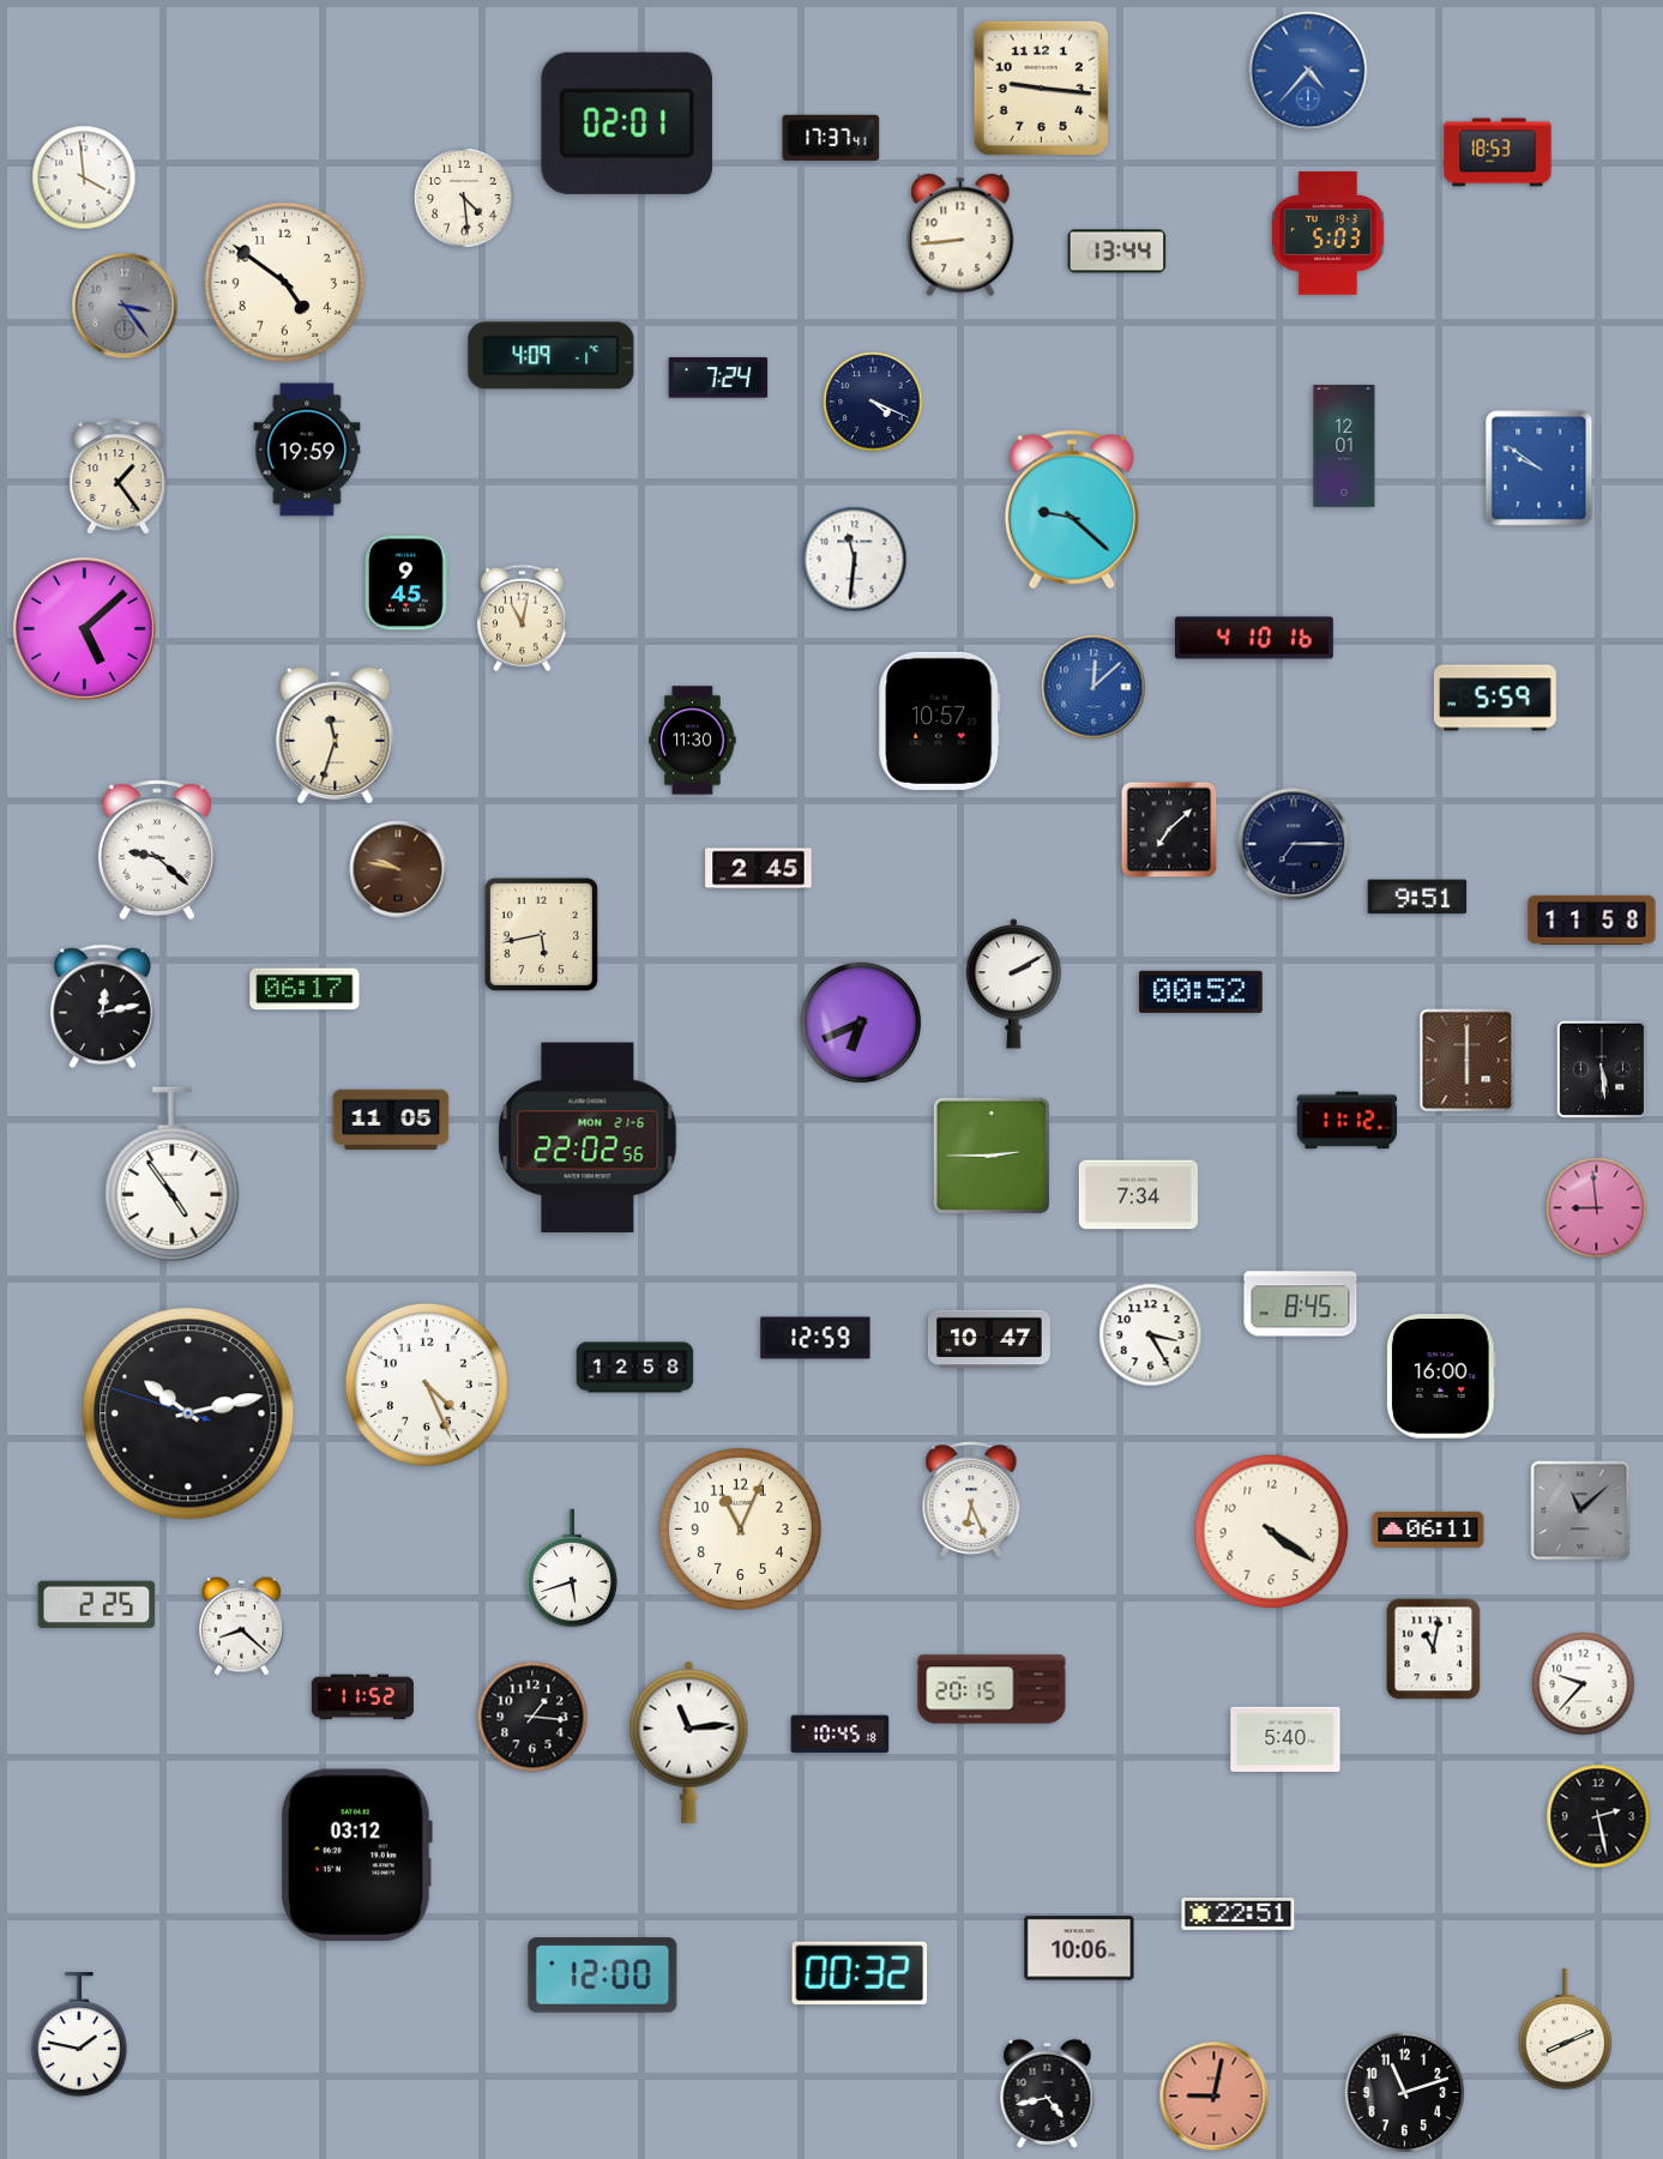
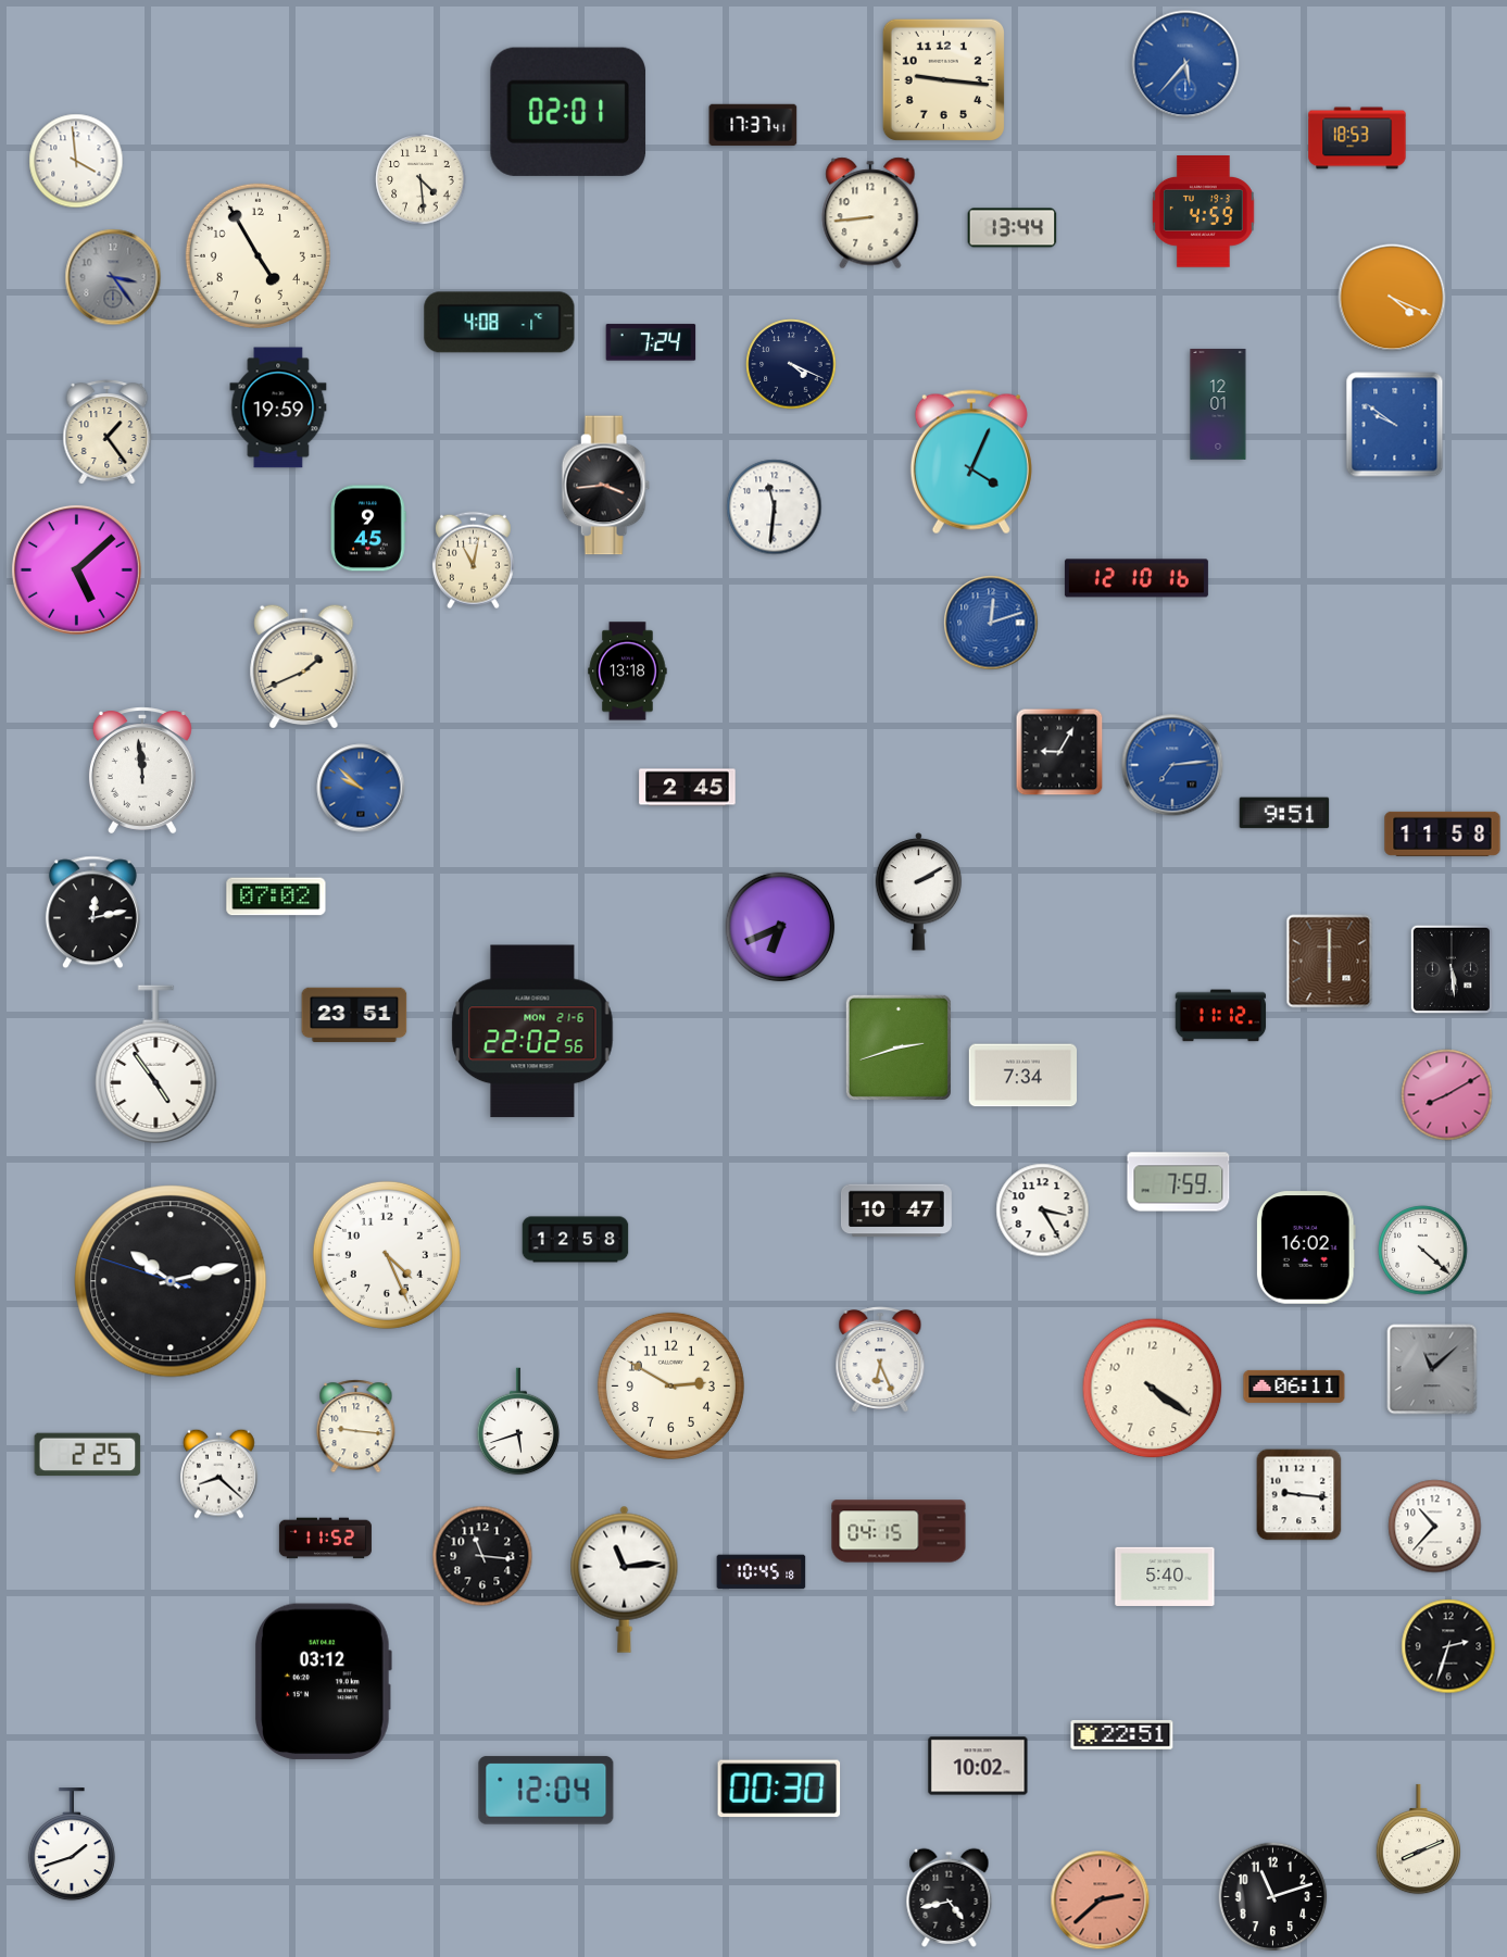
clock at (1308, 71): 4:37 -> 5:37
clock at (1327, 234): 5:03 -> 4:59
clock at (284, 282): 4:51 -> 4:55
clock at (1392, 298): none -> 4:19
clock at (552, 356): 4:09 -> 4:08
clock at (1072, 509): 9:22 -> 4:04
clock at (605, 486): none -> 3:44
clock at (1254, 638): 4:10 -> 12:10
clock at (1093, 687): 12:08 -> 12:12
clock at (1495, 698): 5:59 -> none
clock at (940, 720): 10:57 -> none
clock at (336, 735): 11:33 -> 1:41
clock at (693, 741): 11:30 -> 13:18
clock at (1169, 830): 7:08 -> 9:05
clock at (1294, 844): 7:15 -> 7:14
clock at (1294, 844) dial: navy -> blue
clock at (157, 850): 9:22 -> 11:59
clock at (398, 869): 9:47 -> 9:52
clock at (398, 869) dial: brown -> blue
clock at (541, 934): 5:43 -> none
clock at (305, 989): 06:17 -> 07:02
clock at (1200, 991): 00:52 -> none
clock at (391, 1120): 11:05 -> 23:51
clock at (992, 1156): 2:45 -> 2:42
clock at (1138, 1195) position: (1138, 1195) -> (1022, 1076)
clock at (1597, 1208): 8:59 -> 8:10
clock at (1301, 1304): 8:45 -> 7:59
clock at (815, 1338): 12:59 -> none
clock at (989, 1339) position: (989, 1339) -> (896, 1210)
clock at (1441, 1376): 16:00 -> 16:02
clock at (1423, 1251): none -> 4:22
clock at (740, 1528): 11:04 -> 2:50
clock at (356, 1427): none -> 9:16
clock at (1434, 1650): 11:02 -> 9:16
clock at (1584, 1684): 9:37 -> 10:37
clock at (992, 1689): 20:15 -> 04:15
clock at (362, 1697) position: (362, 1697) -> (325, 1539)
clock at (532, 1717): 1:16 -> 11:16
clock at (1598, 1816): 2:28 -> 2:33
clock at (1079, 1948): 10:06 -> 10:02
clock at (860, 1973): 00:32 -> 00:30
clock at (603, 1976): 12:00 -> 12:04
clock at (79, 2036): 1:47 -> 1:42
clock at (1215, 2097): 9:02 -> 2:38
